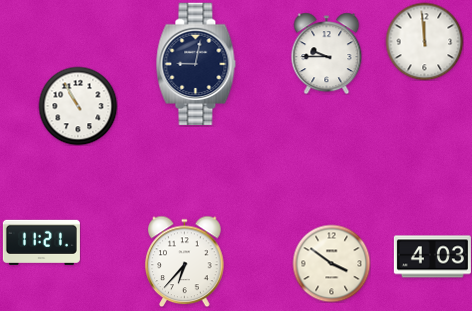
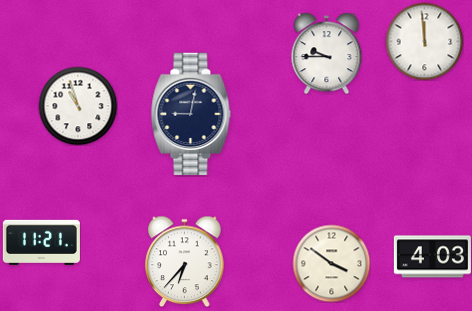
clock at (196, 64) position: (196, 64) -> (191, 114)
clock at (78, 106): 10:55 -> 10:57
